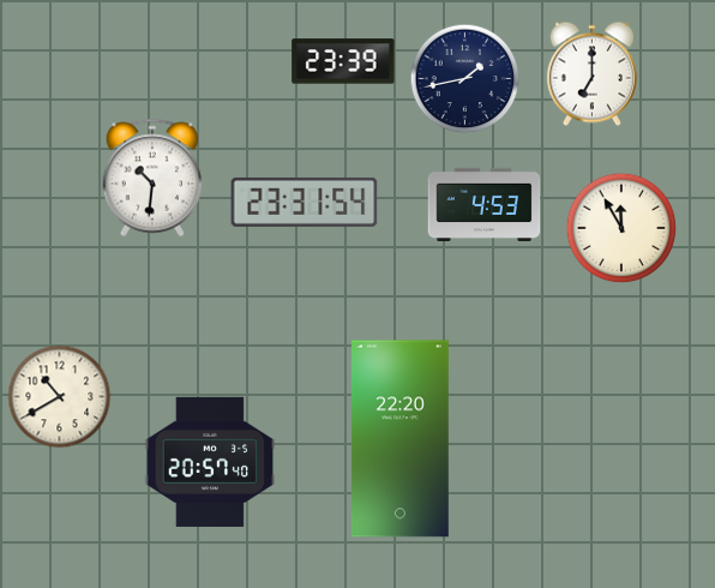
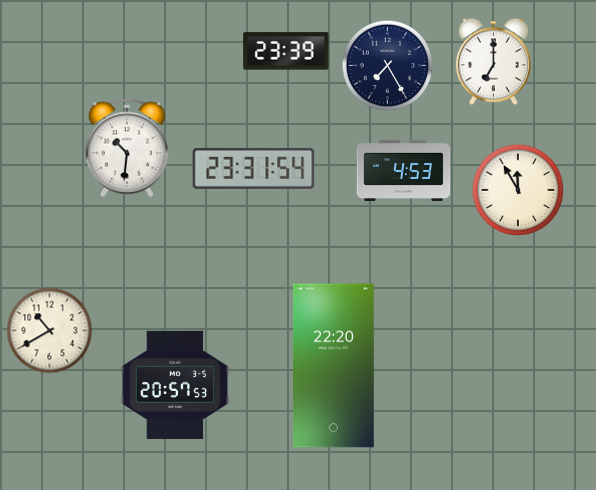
clock at (465, 79): 1:43 -> 7:25
clock at (210, 462): 20:57:40 -> 20:57:53
